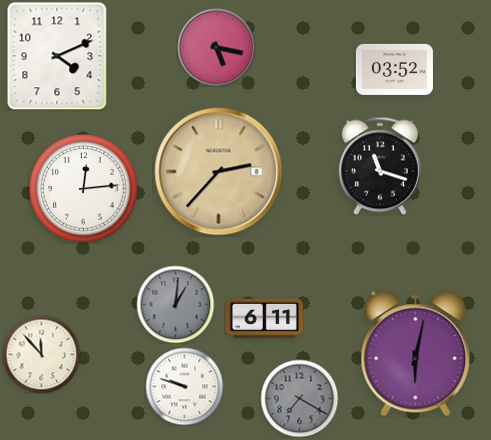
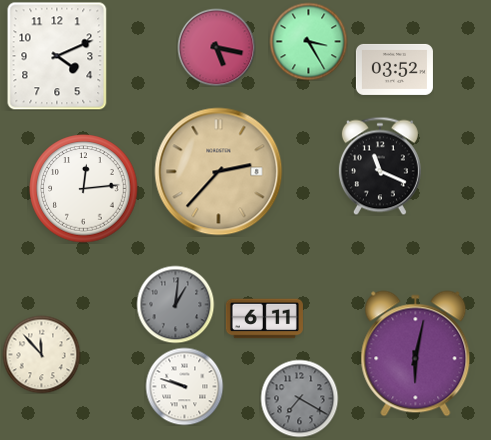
clock at (308, 41): none -> 3:25
clock at (380, 166): 11:18 -> 11:19
